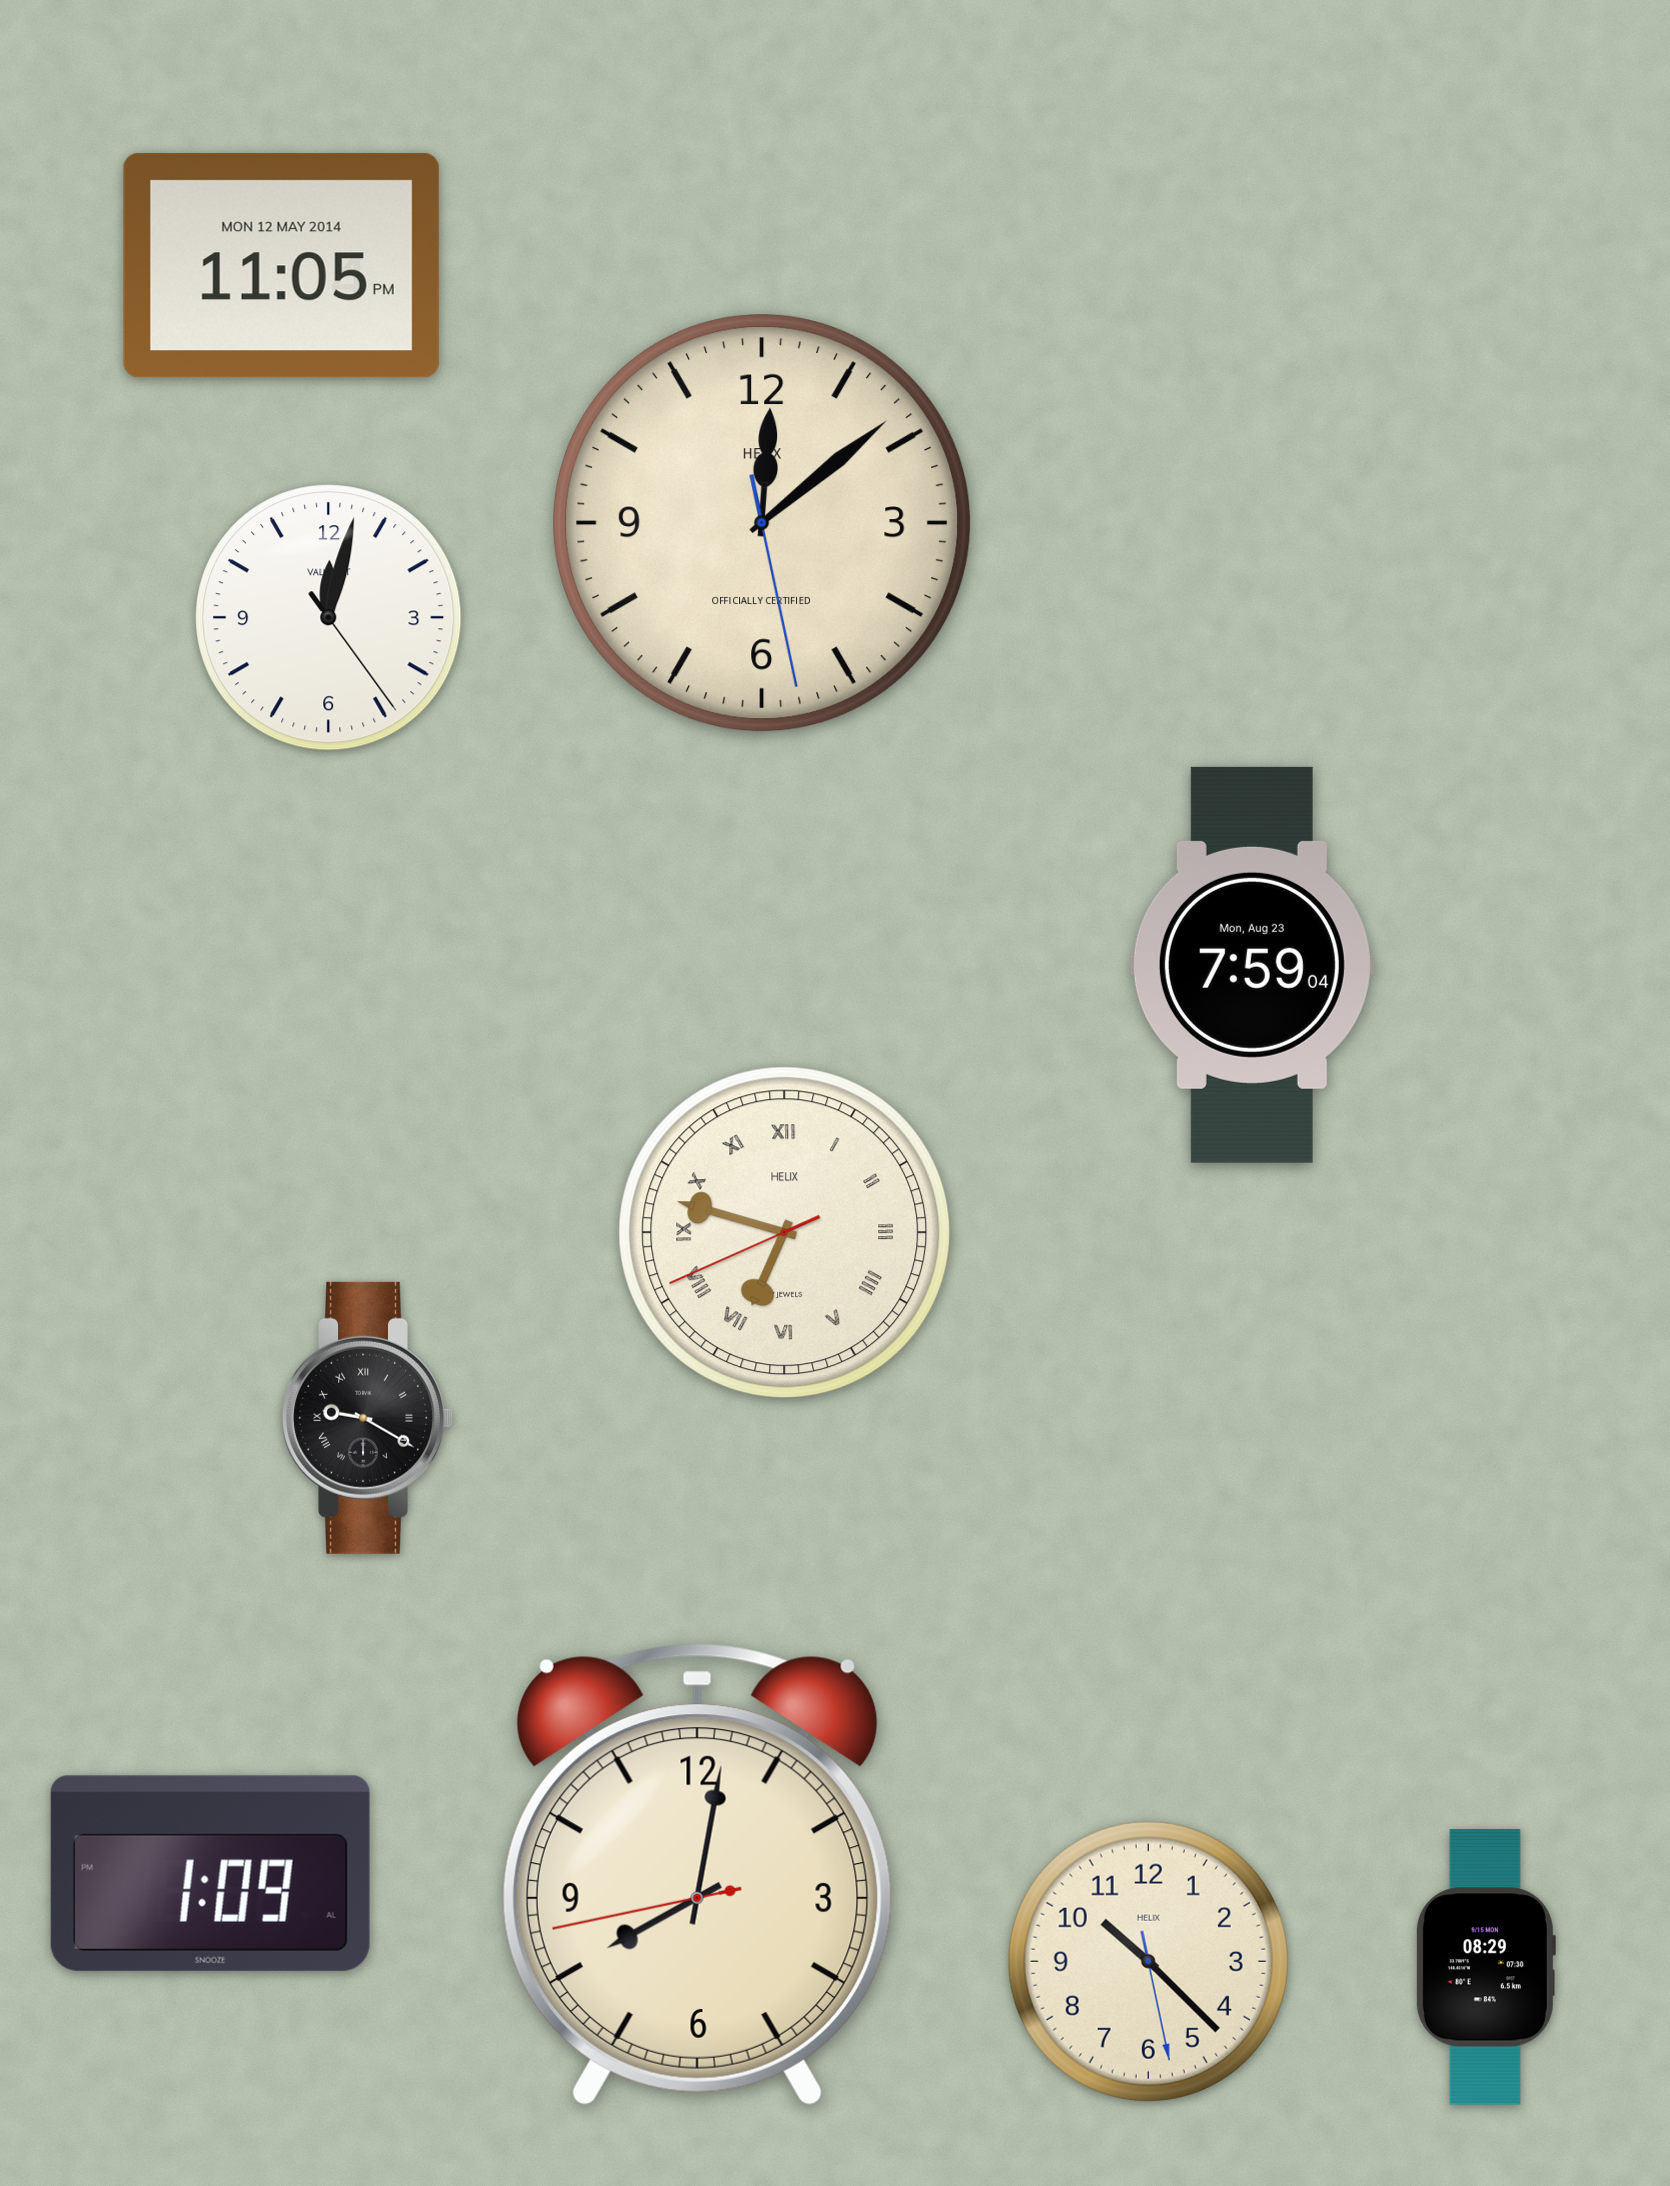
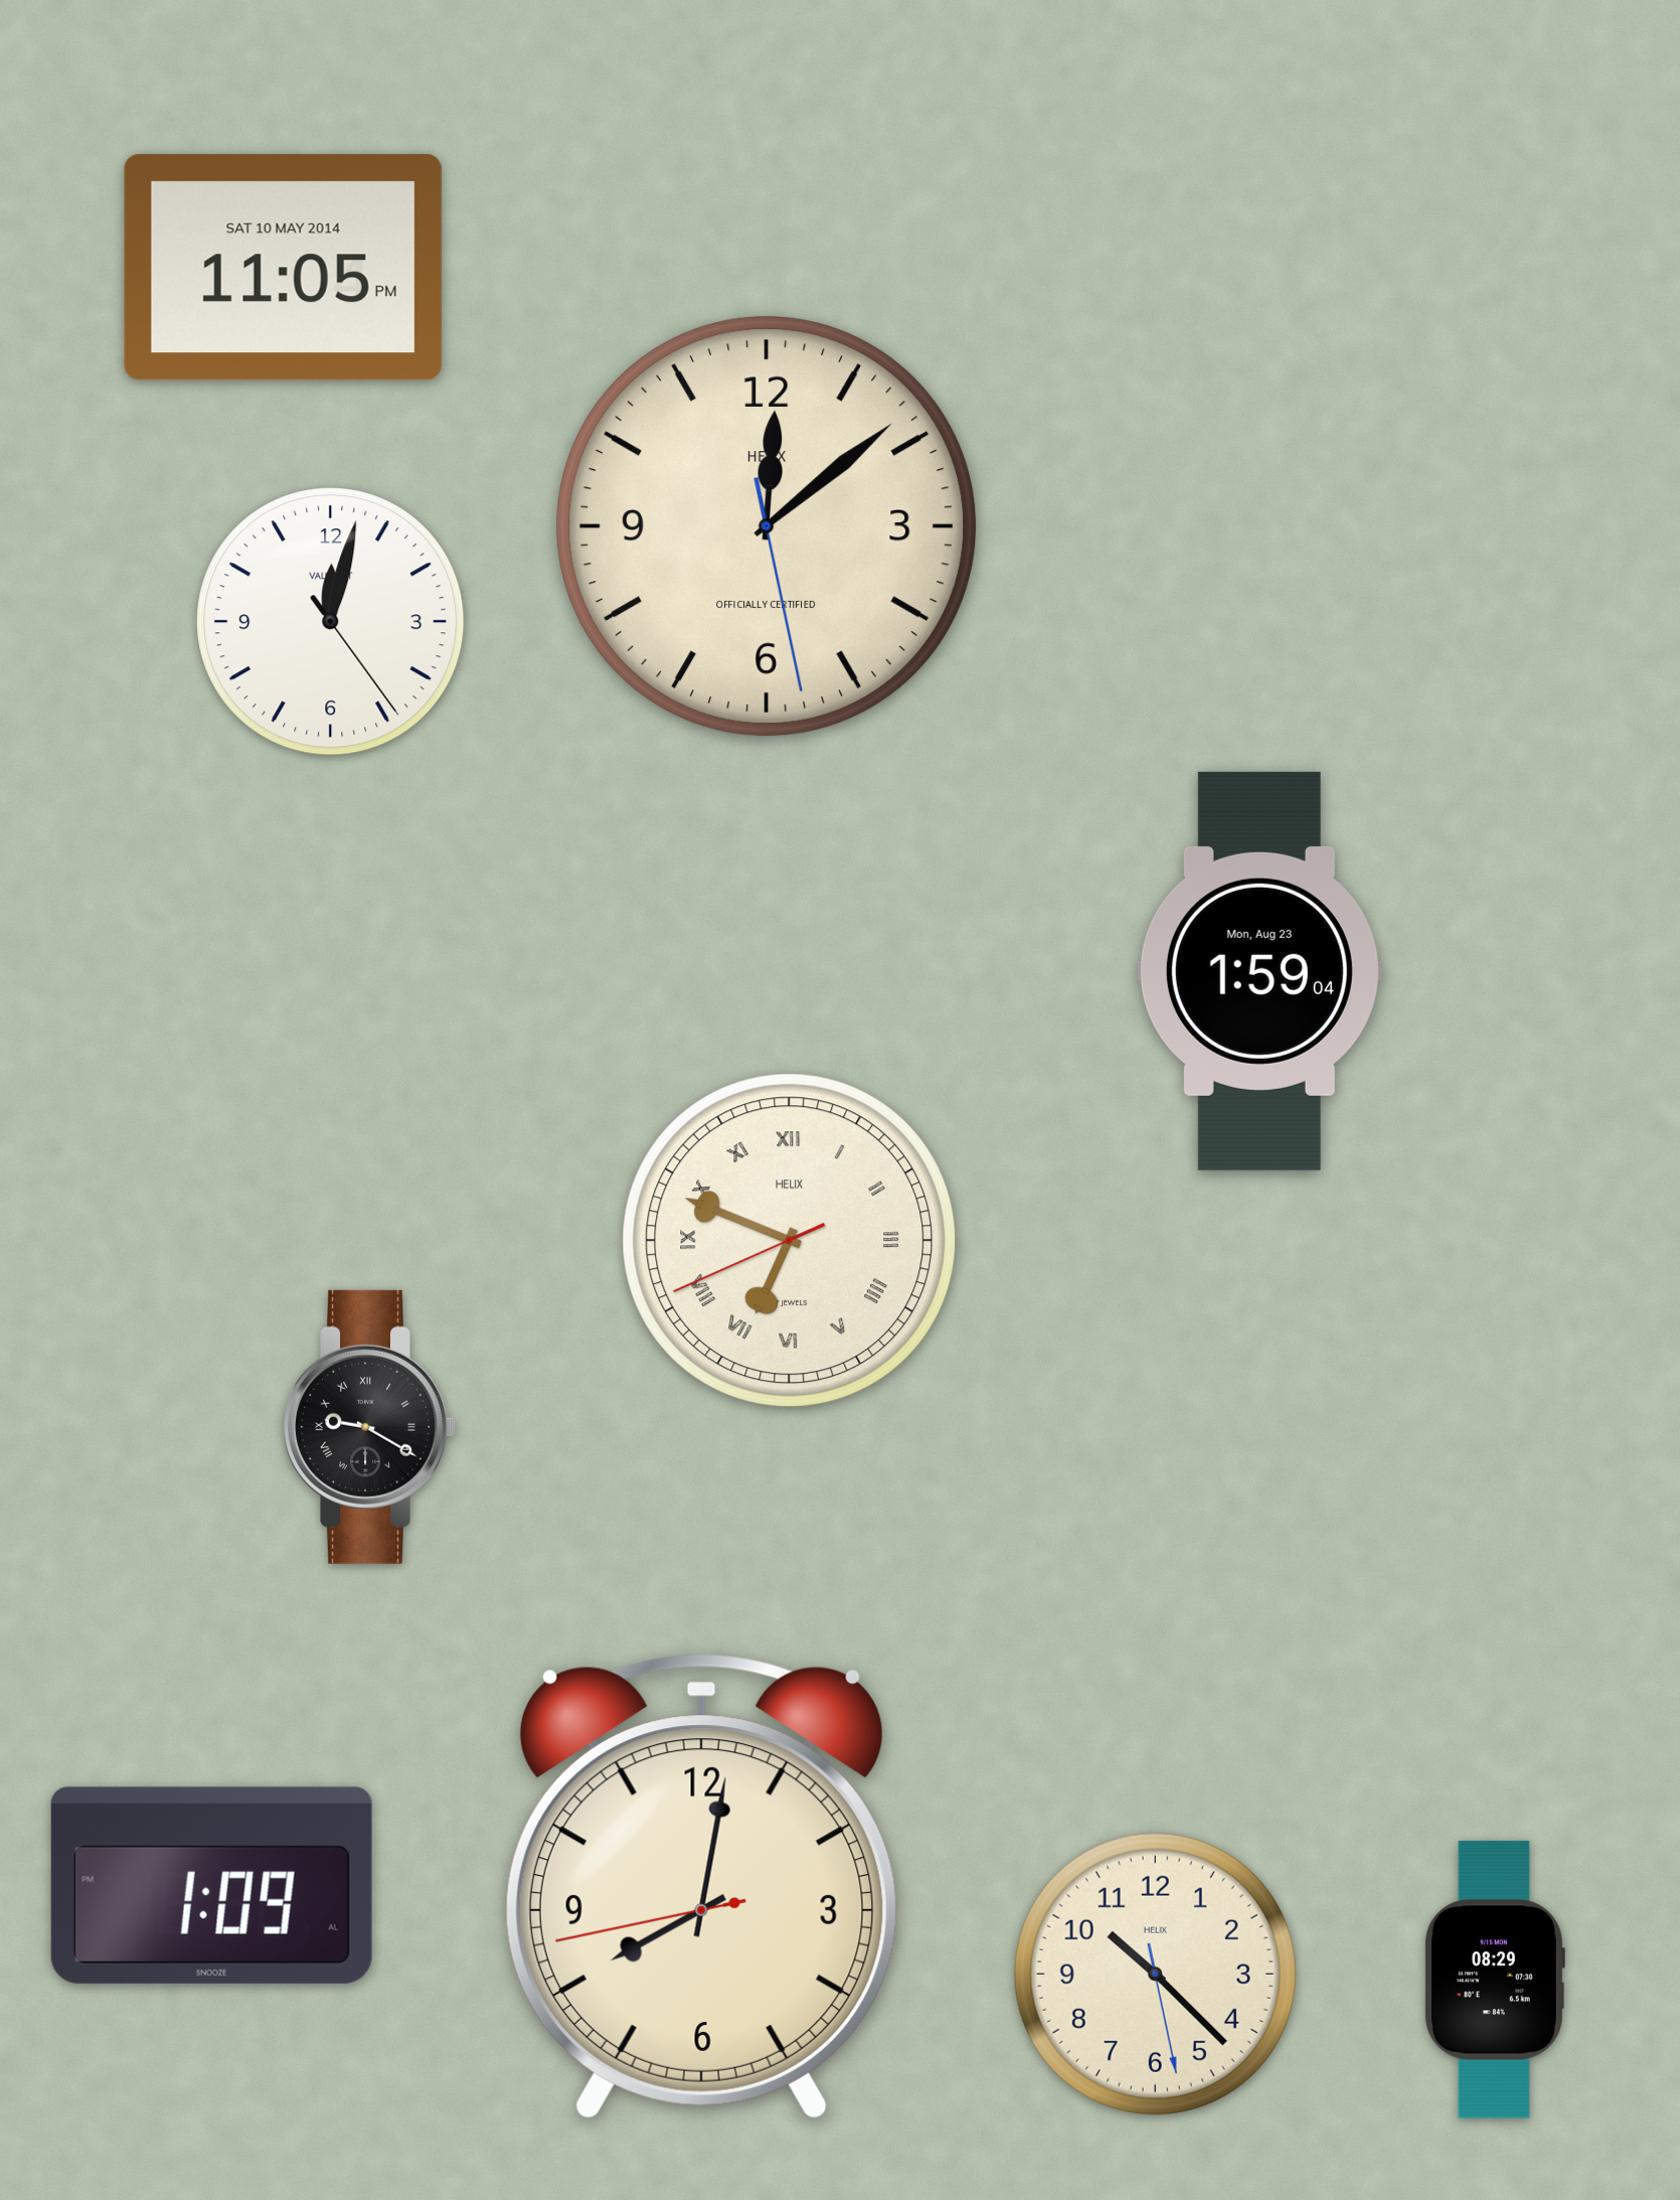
clock at (281, 266) date: MON 12 MAY 2014 -> SAT 10 MAY 2014
clock at (1252, 965): 7:59 -> 1:59
clock at (785, 1233): 6:47 -> 6:48
